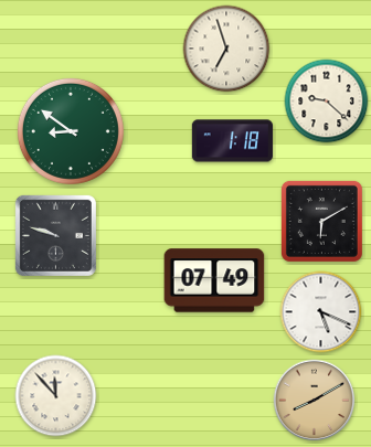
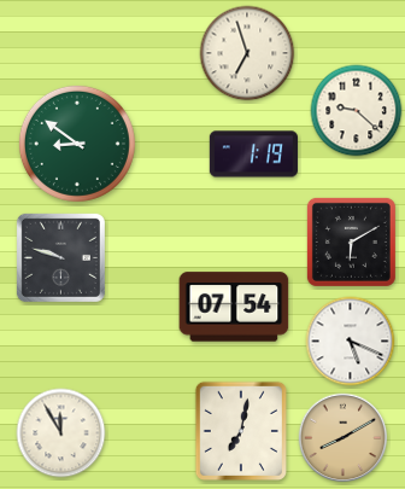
clock at (232, 141): 1:18 -> 1:19
clock at (214, 280): 07:49 -> 07:54
clock at (241, 431): none -> 7:02
clock at (56, 396): 11:53 -> 11:55
